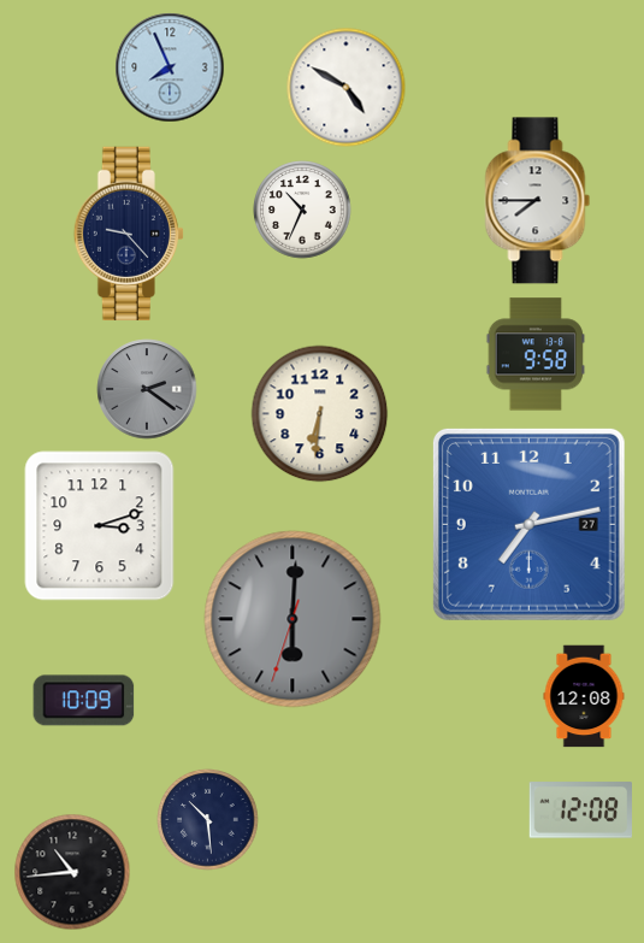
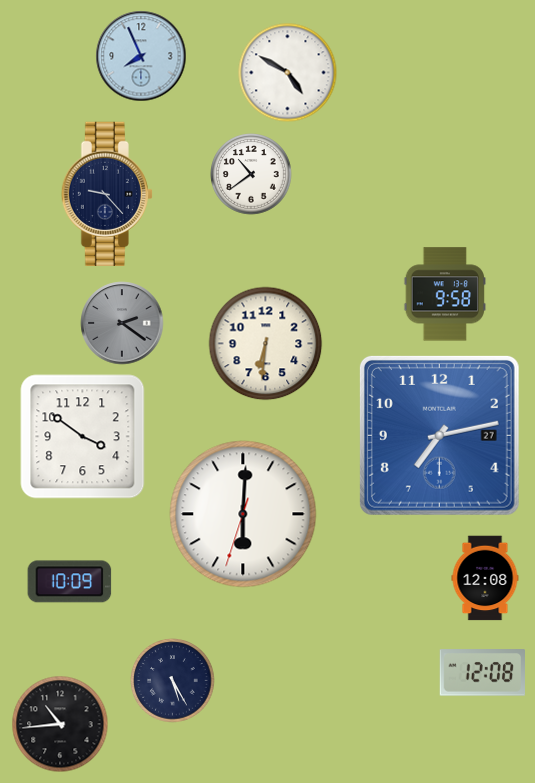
clock at (538, 201): 7:45 -> none
clock at (302, 210): 10:34 -> 10:39
clock at (100, 526): 3:12 -> 3:51
clock at (293, 619) dial: grey -> white
clock at (208, 820): 10:29 -> 5:25
